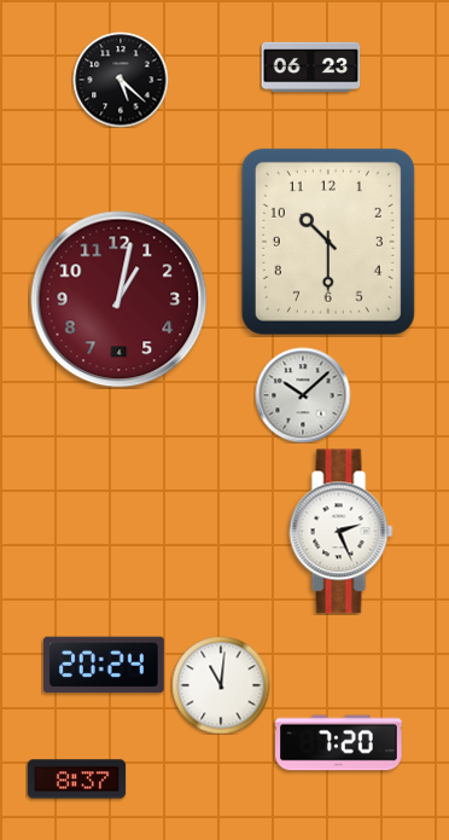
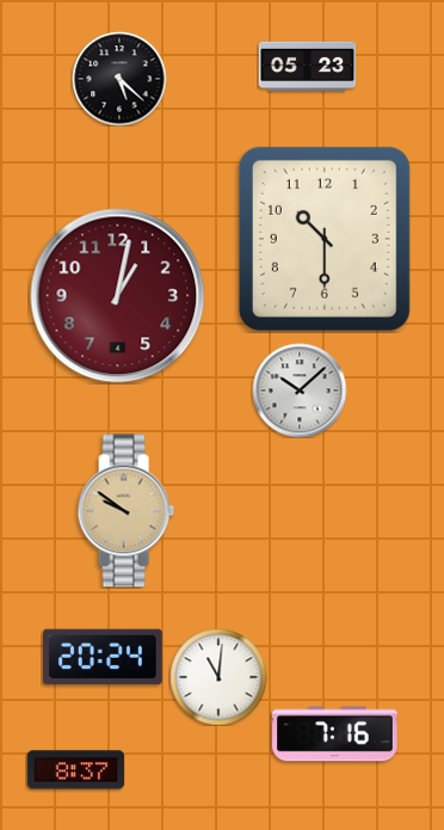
clock at (310, 68): 06:23 -> 05:23
clock at (125, 511): none -> 9:51
clock at (342, 532): 2:26 -> none
clock at (339, 743): 7:20 -> 7:16
